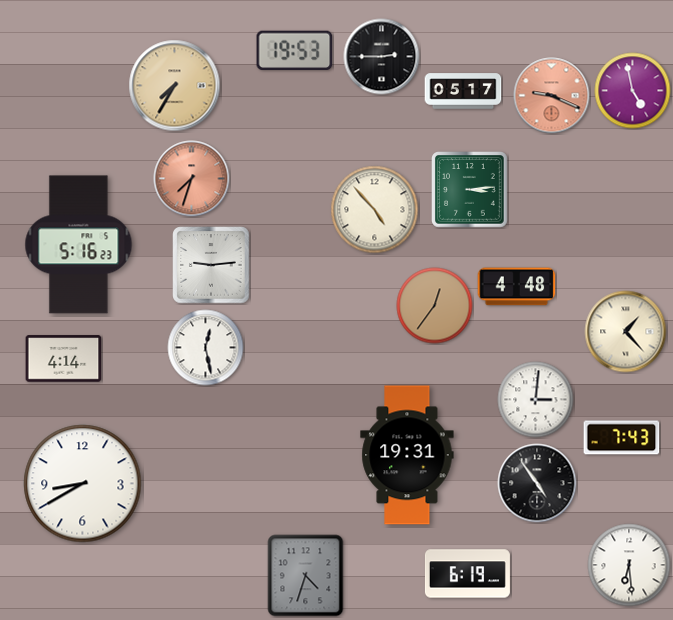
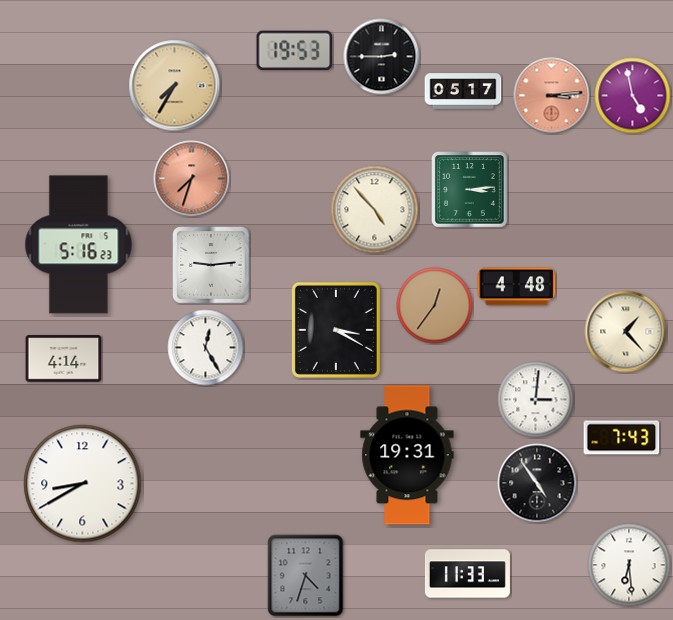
clock at (633, 91) position: (633, 91) -> (633, 96)
clock at (552, 96): 9:19 -> 3:14
clock at (336, 330): none -> 3:20
clock at (206, 348): 12:28 -> 12:25
clock at (467, 574): 6:19 -> 11:33
